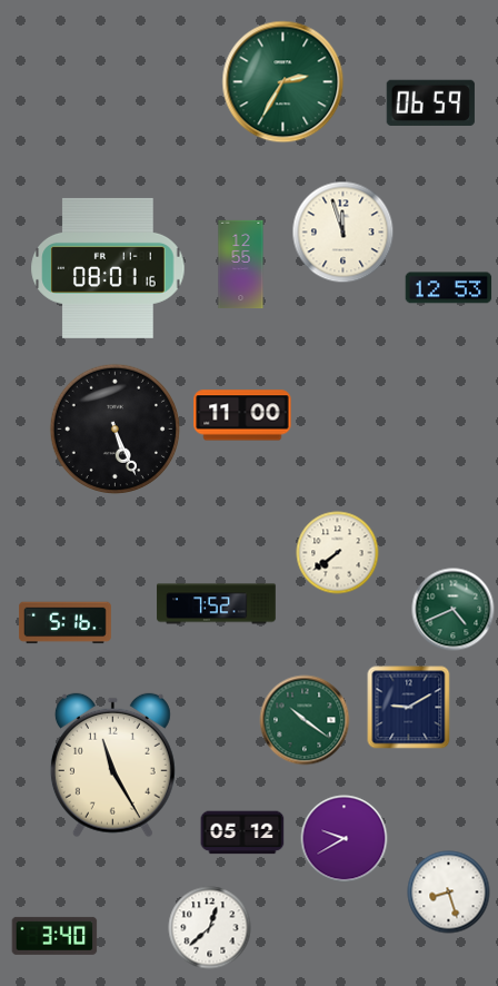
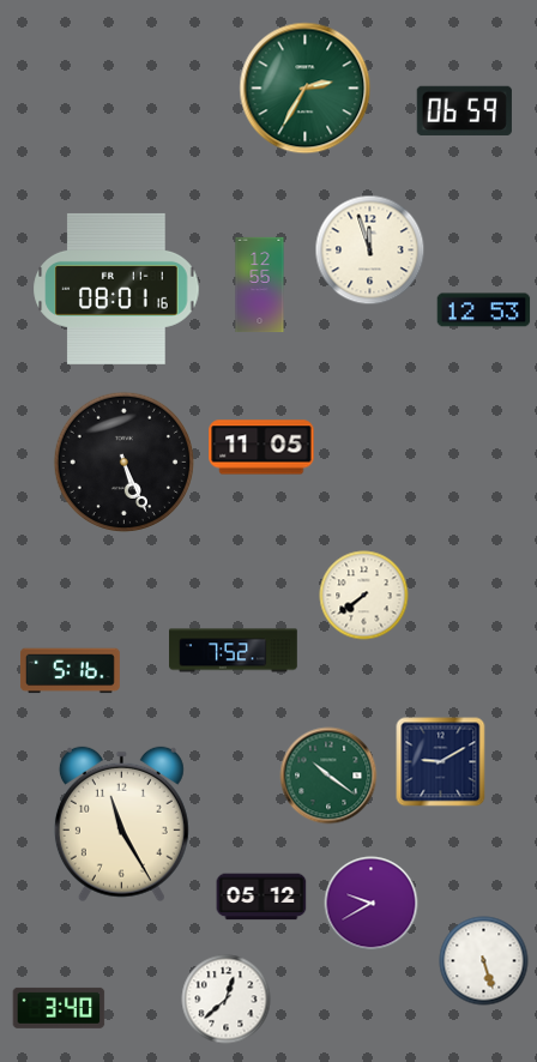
clock at (242, 415): 11:00 -> 11:05
clock at (454, 610): 4:41 -> none
clock at (449, 893): 8:27 -> 5:27
